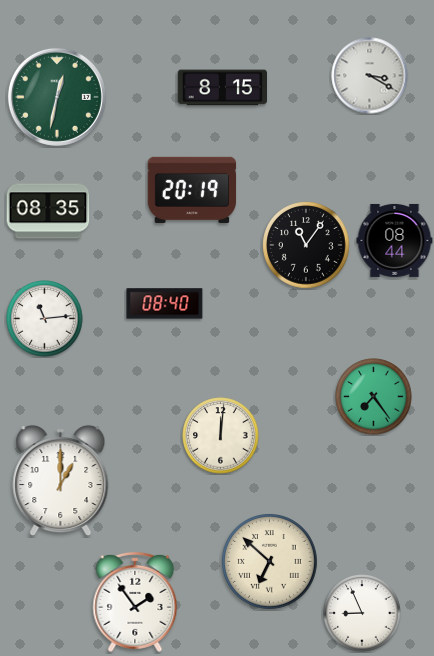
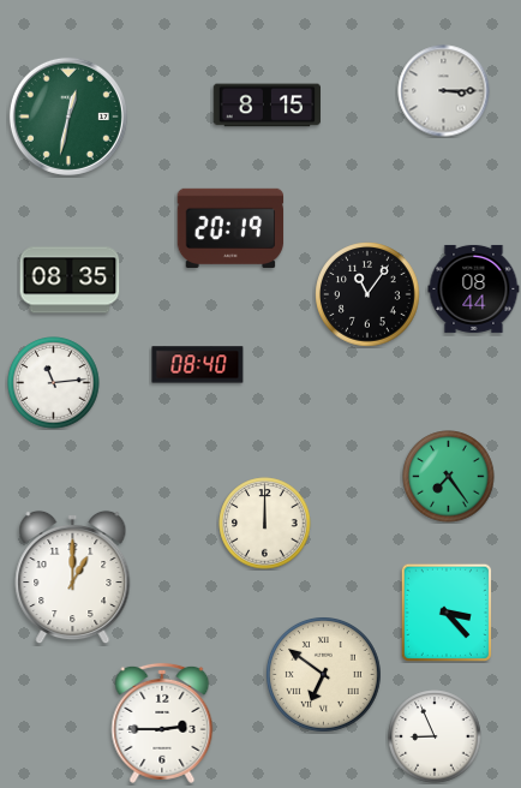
clock at (370, 76): 3:20 -> 3:15
clock at (48, 211) position: (48, 211) -> (70, 280)
clock at (221, 436): 12:01 -> 12:00
clock at (445, 611): none -> 3:23
clock at (270, 562): 6:52 -> 6:51
clock at (135, 602): 1:54 -> 2:45
